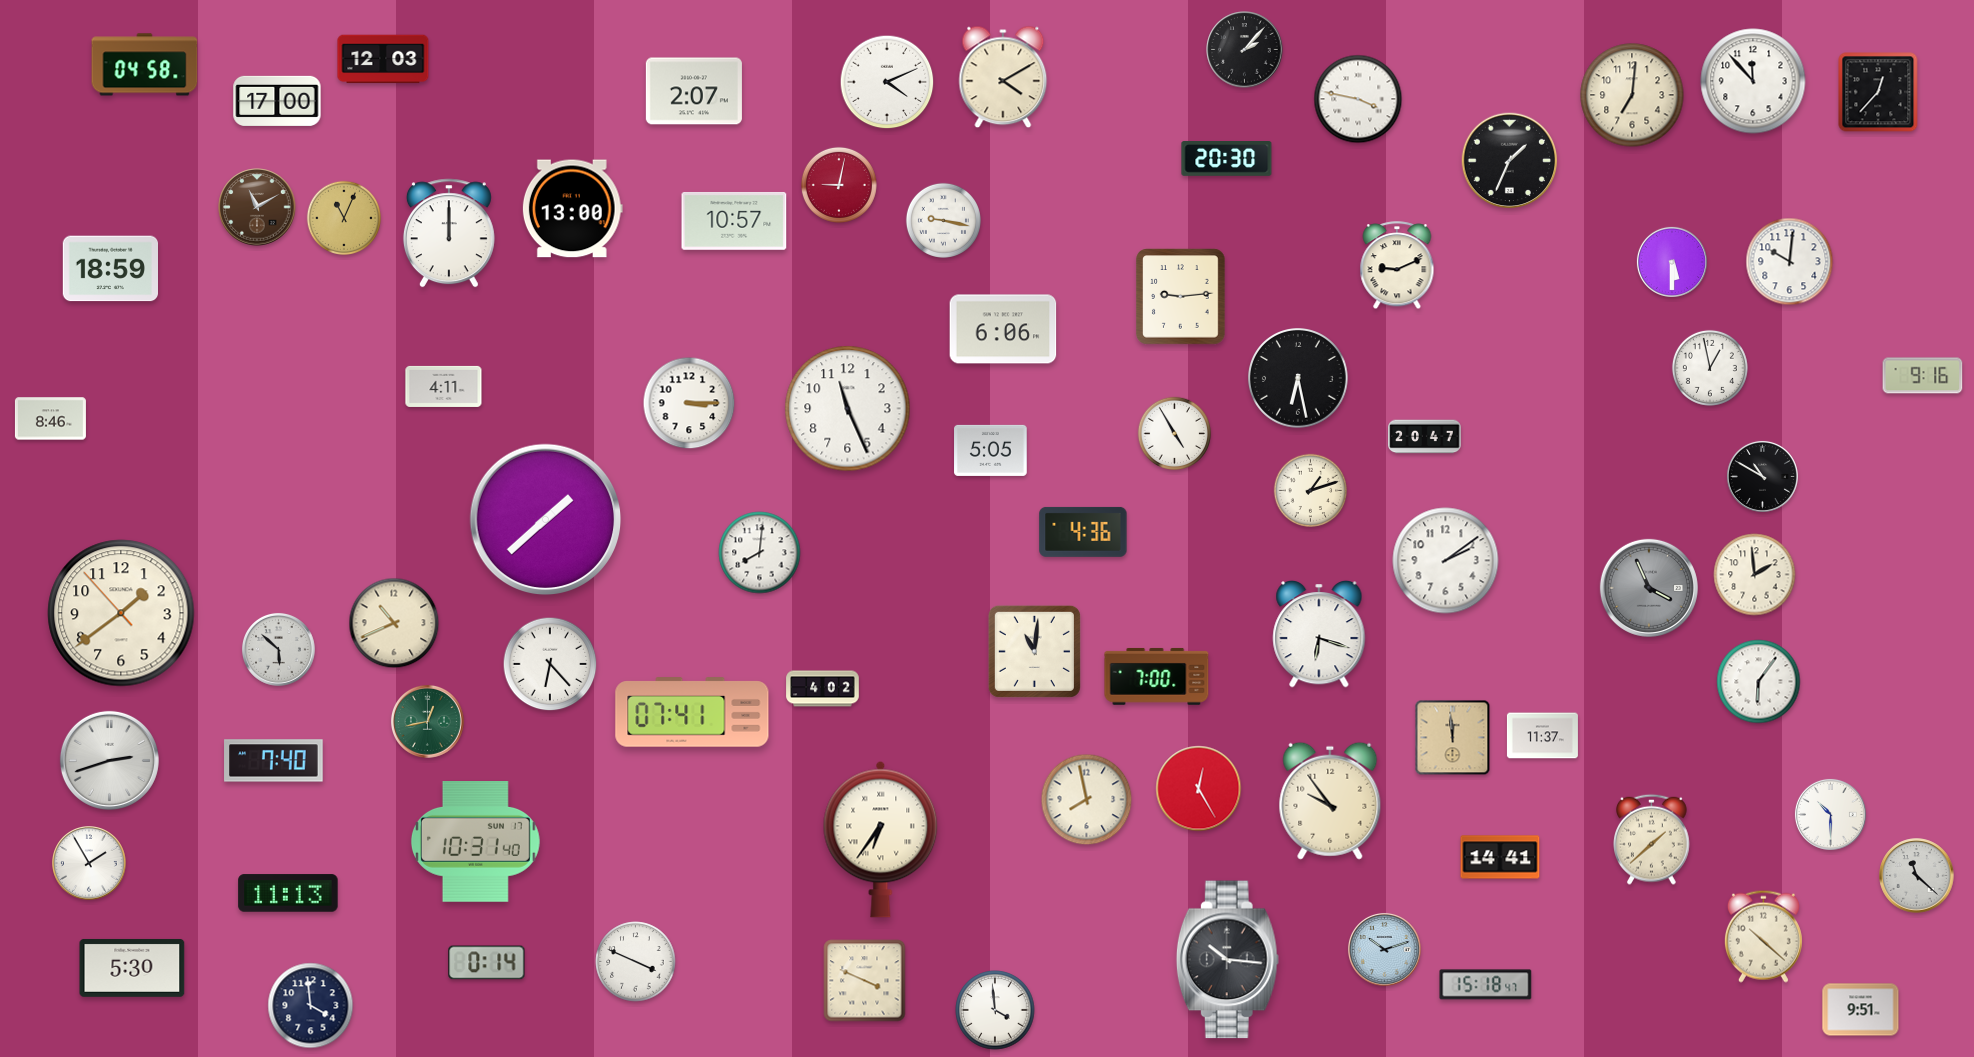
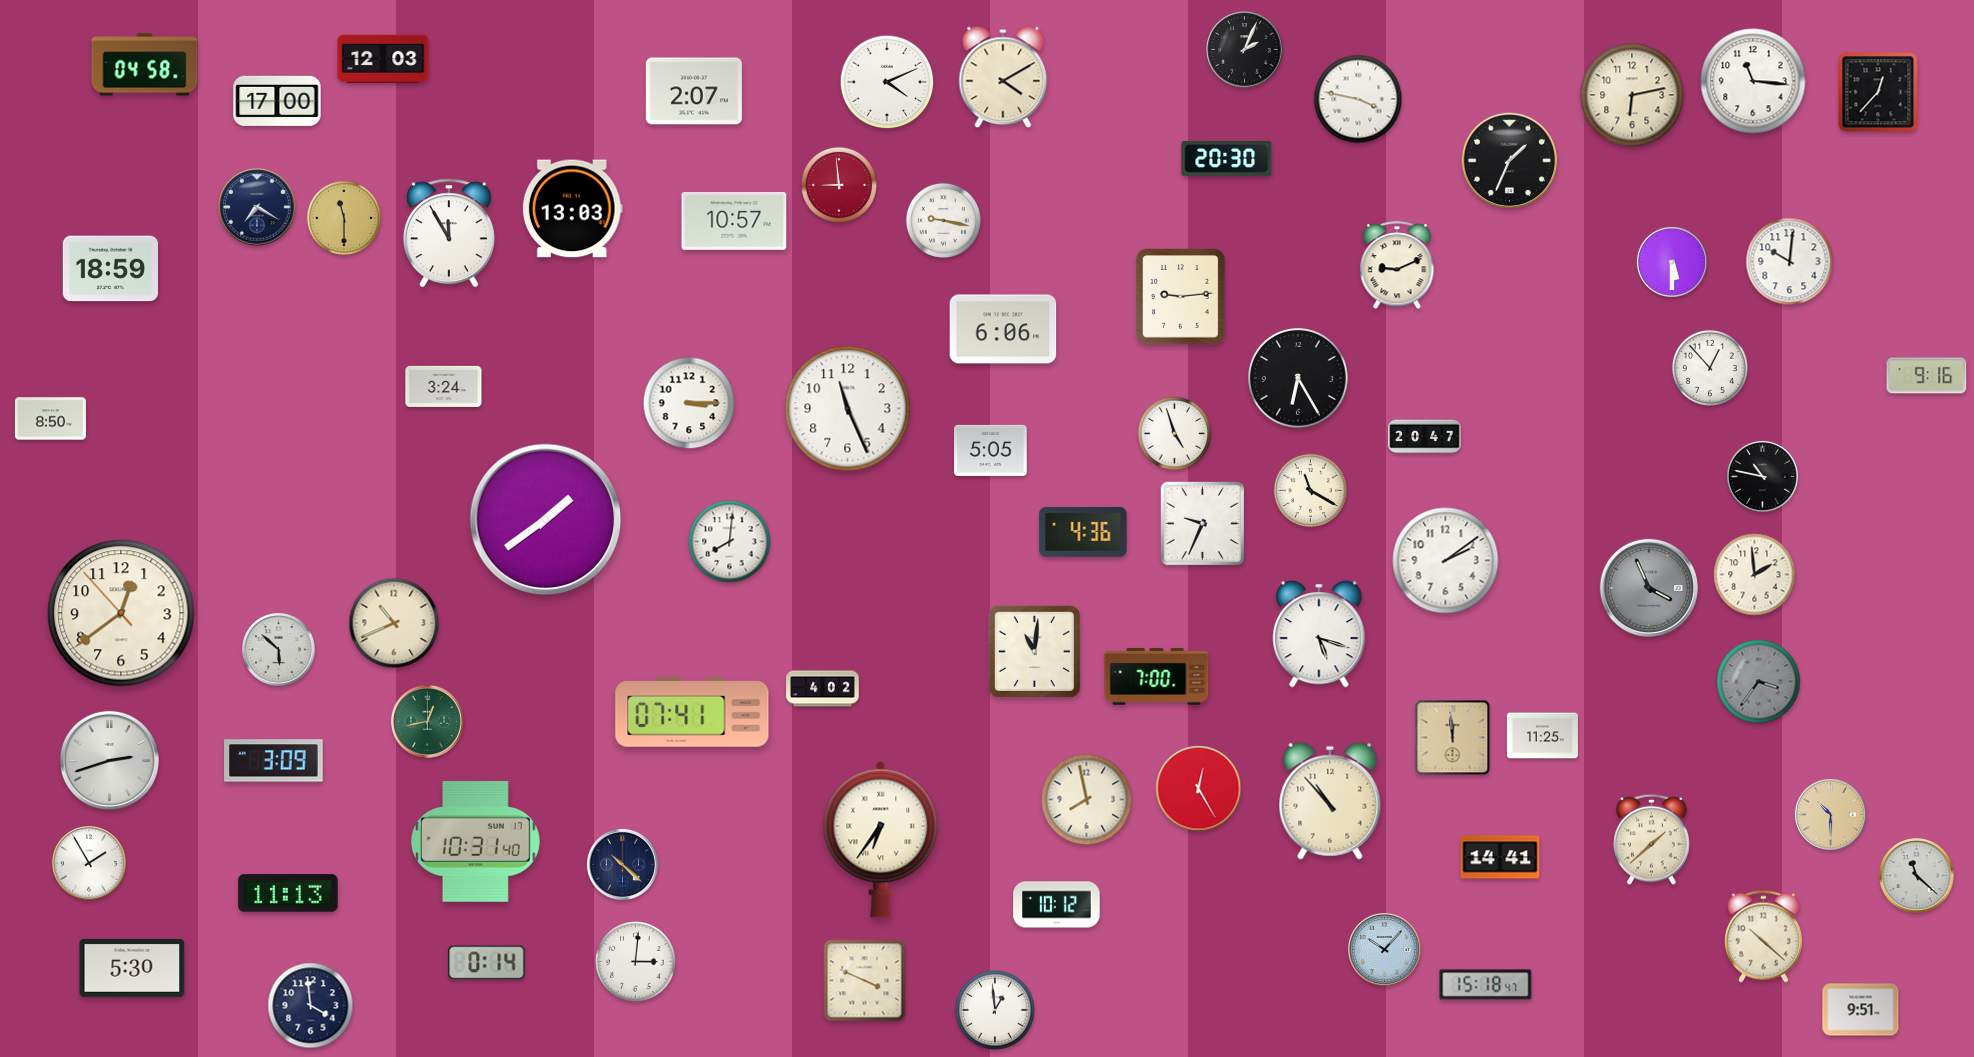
clock at (1245, 50): 2:07 -> 2:04
clock at (1753, 81): 11:53 -> 11:16
clock at (1632, 95): 7:01 -> 6:13
clock at (839, 185): 9:02 -> 8:59
clock at (257, 207): 11:10 -> 7:20
clock at (257, 207) dial: brown -> navy
clock at (572, 209): 13:00 -> 13:03
clock at (343, 217): 11:04 -> 11:30
clock at (449, 233): 12:00 -> 11:55
clock at (1710, 368): 12:58 -> 12:53
clock at (1923, 376) position: (1923, 376) -> (1927, 376)
clock at (1298, 378): 6:28 -> 6:25
clock at (444, 386): 4:11 -> 3:24
clock at (50, 419): 8:46 -> 8:50
clock at (1175, 434): 4:55 -> 4:57
clock at (1762, 476): 10:50 -> 10:47
clock at (1311, 491): 1:12 -> 11:20
clock at (546, 520): 1:38 -> 1:39
clock at (1203, 524): none -> 9:34
clock at (760, 553) position: (760, 553) -> (730, 542)
clock at (121, 613): 1:38 -> 12:38
clock at (1319, 635): 6:18 -> 5:18
clock at (550, 664): 6:23 -> none
clock at (1759, 682): 6:06 -> 3:36
clock at (1759, 682) dial: white -> grey
clock at (1542, 736): 11:37 -> 11:25
clock at (274, 761): 7:40 -> 3:09
clock at (1330, 801): 9:54 -> 10:53
clock at (1830, 814) dial: white -> champagne
clock at (622, 864): none -> 10:22
clock at (1057, 905): none -> 10:12
clock at (1384, 949): 10:12 -> 10:07
clock at (1227, 960): 10:16 -> none
clock at (636, 962): 3:49 -> 3:01
clock at (995, 1010): 3:59 -> 12:59
